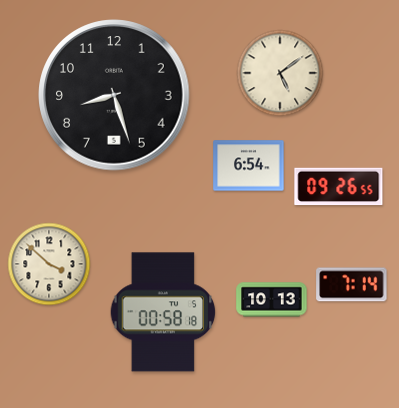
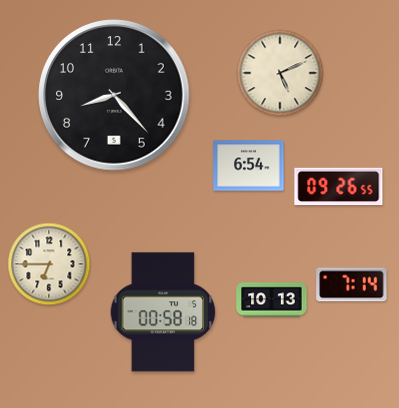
clock at (280, 73): 5:09 -> 5:11
clock at (114, 95): 8:27 -> 8:23
clock at (49, 264): 3:52 -> 6:45
